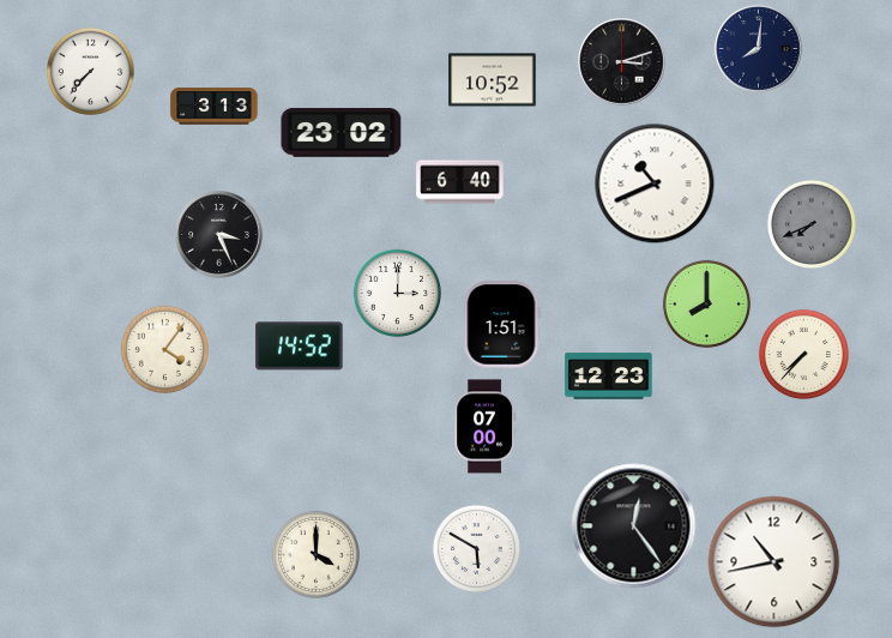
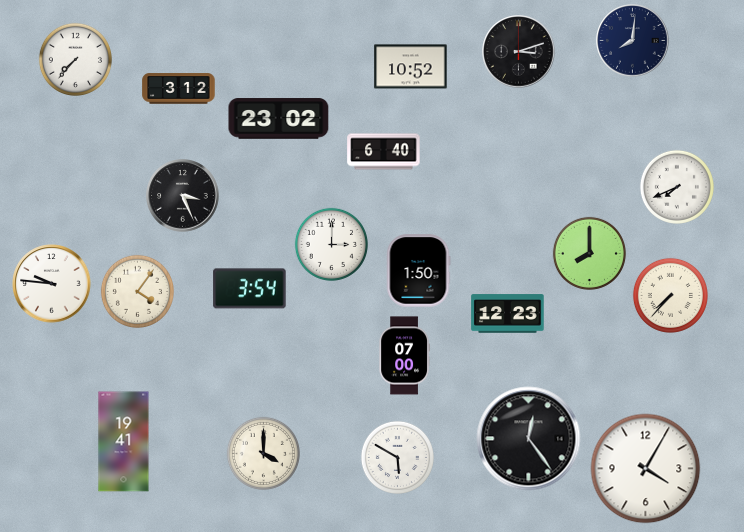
clock at (215, 107): 3:13 -> 3:12
clock at (342, 133) position: (342, 133) -> (279, 119)
clock at (655, 183): 10:41 -> none
clock at (812, 224) dial: grey -> white
clock at (501, 325): 1:51 -> 1:50
clock at (52, 284): none -> 9:46
clock at (300, 347): 14:52 -> 3:54
clock at (124, 442): none -> 19:41
clock at (315, 554) position: (315, 554) -> (263, 453)
clock at (775, 562): 10:43 -> 4:05
